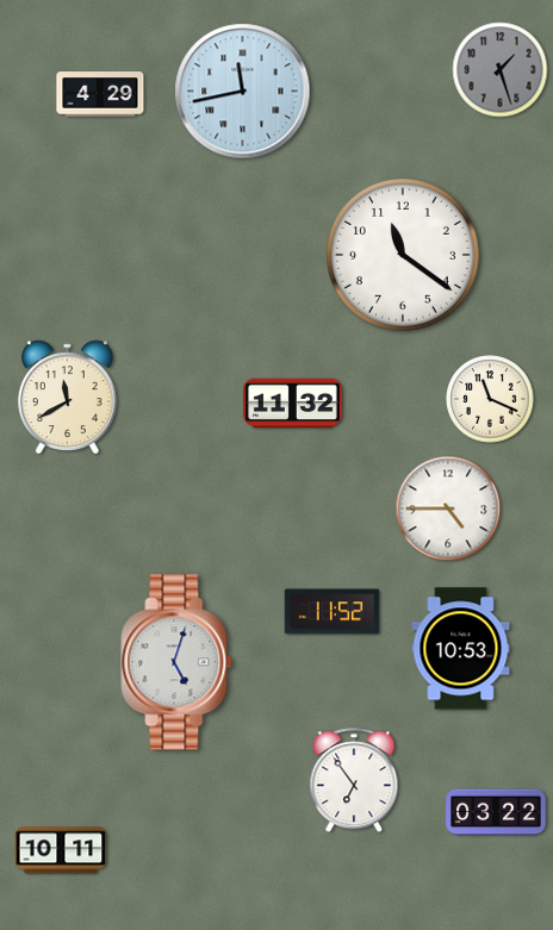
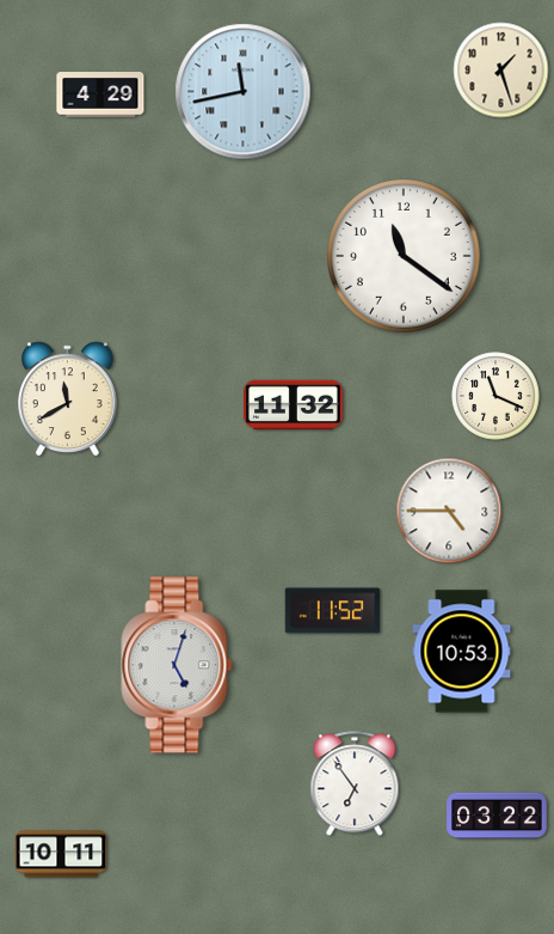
clock at (501, 70) dial: grey -> cream
clock at (490, 399) position: (490, 399) -> (495, 396)
clock at (333, 612) position: (333, 612) -> (333, 611)
